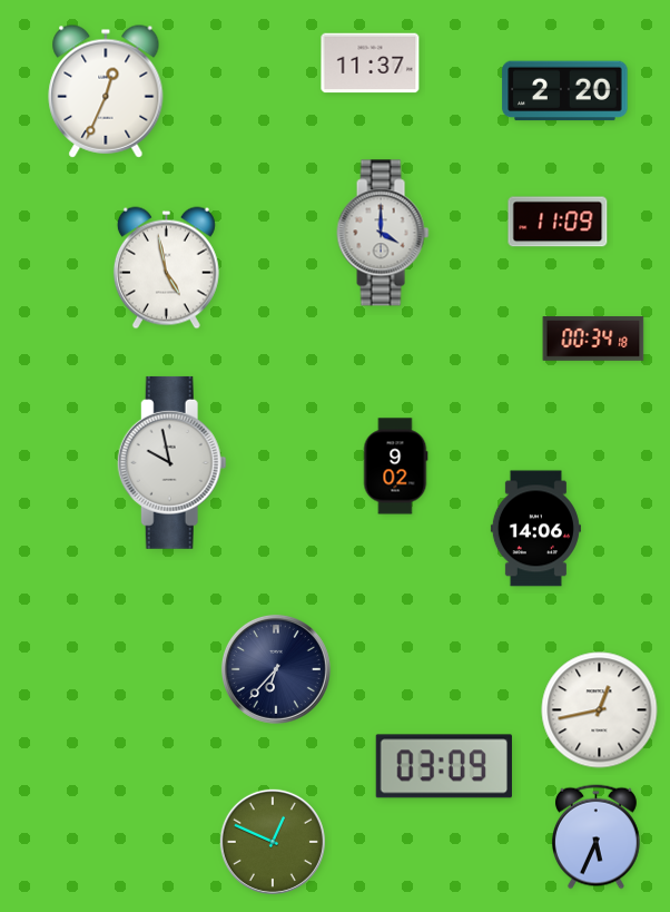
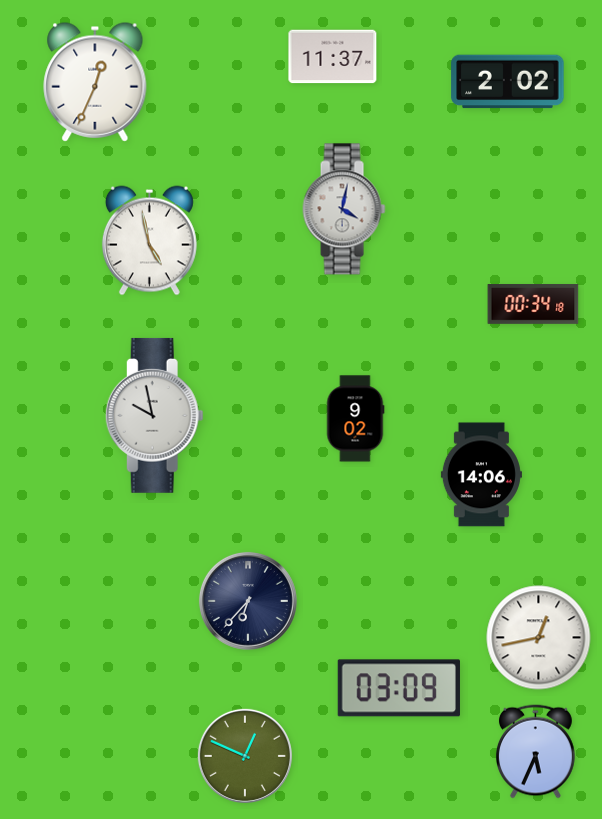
clock at (565, 91): 2:20 -> 2:02
clock at (558, 222): 11:09 -> none
clock at (383, 233): 4:00 -> 4:02
